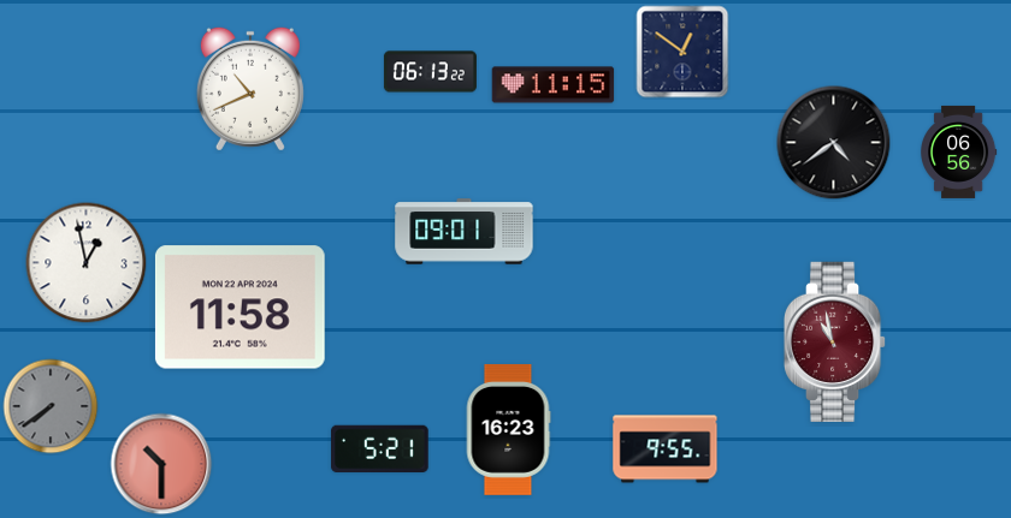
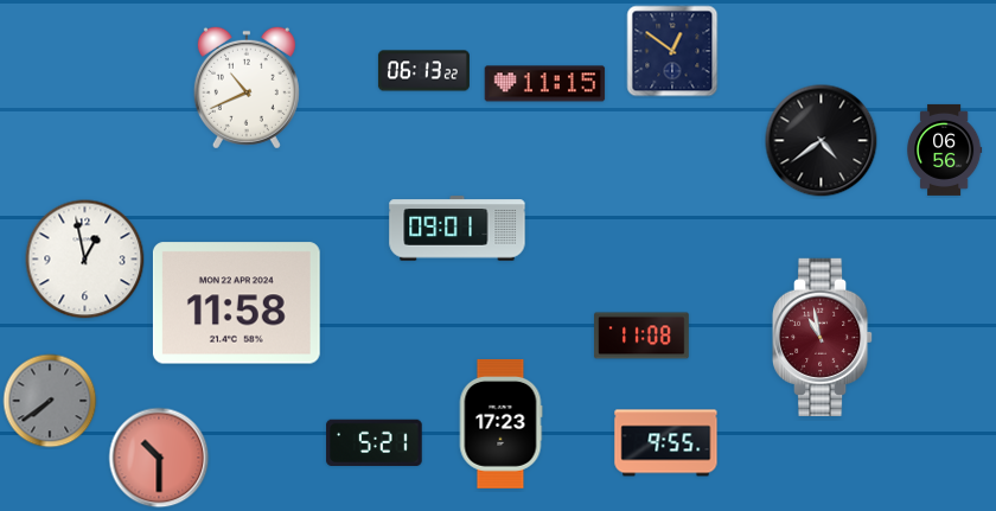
clock at (641, 336): none -> 11:08
clock at (508, 429): 16:23 -> 17:23
clock at (666, 449) position: (666, 449) -> (666, 443)
